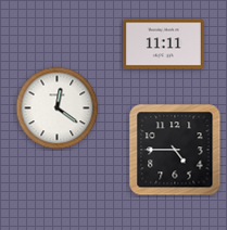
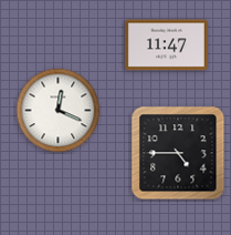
clock at (163, 44): 11:11 -> 11:47
clock at (58, 108): 12:21 -> 12:19
